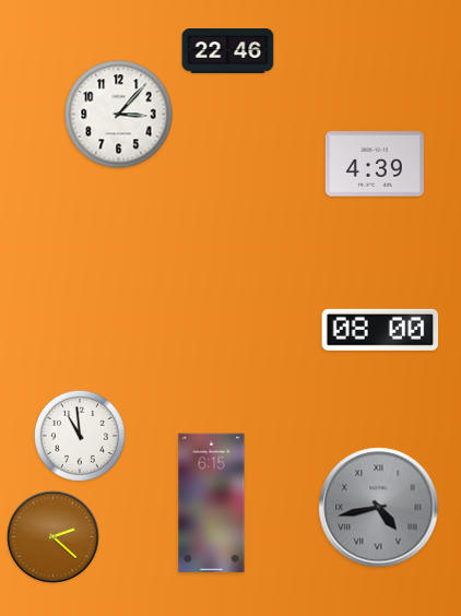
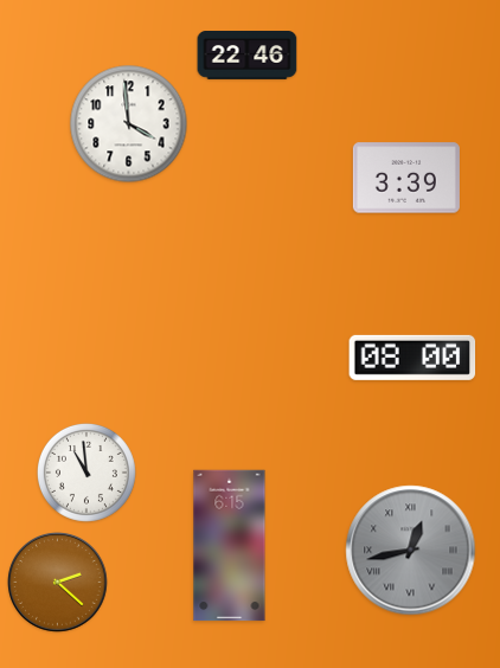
clock at (119, 115): 3:07 -> 3:59
clock at (375, 164): 4:39 -> 3:39
clock at (379, 508): 4:43 -> 12:43
